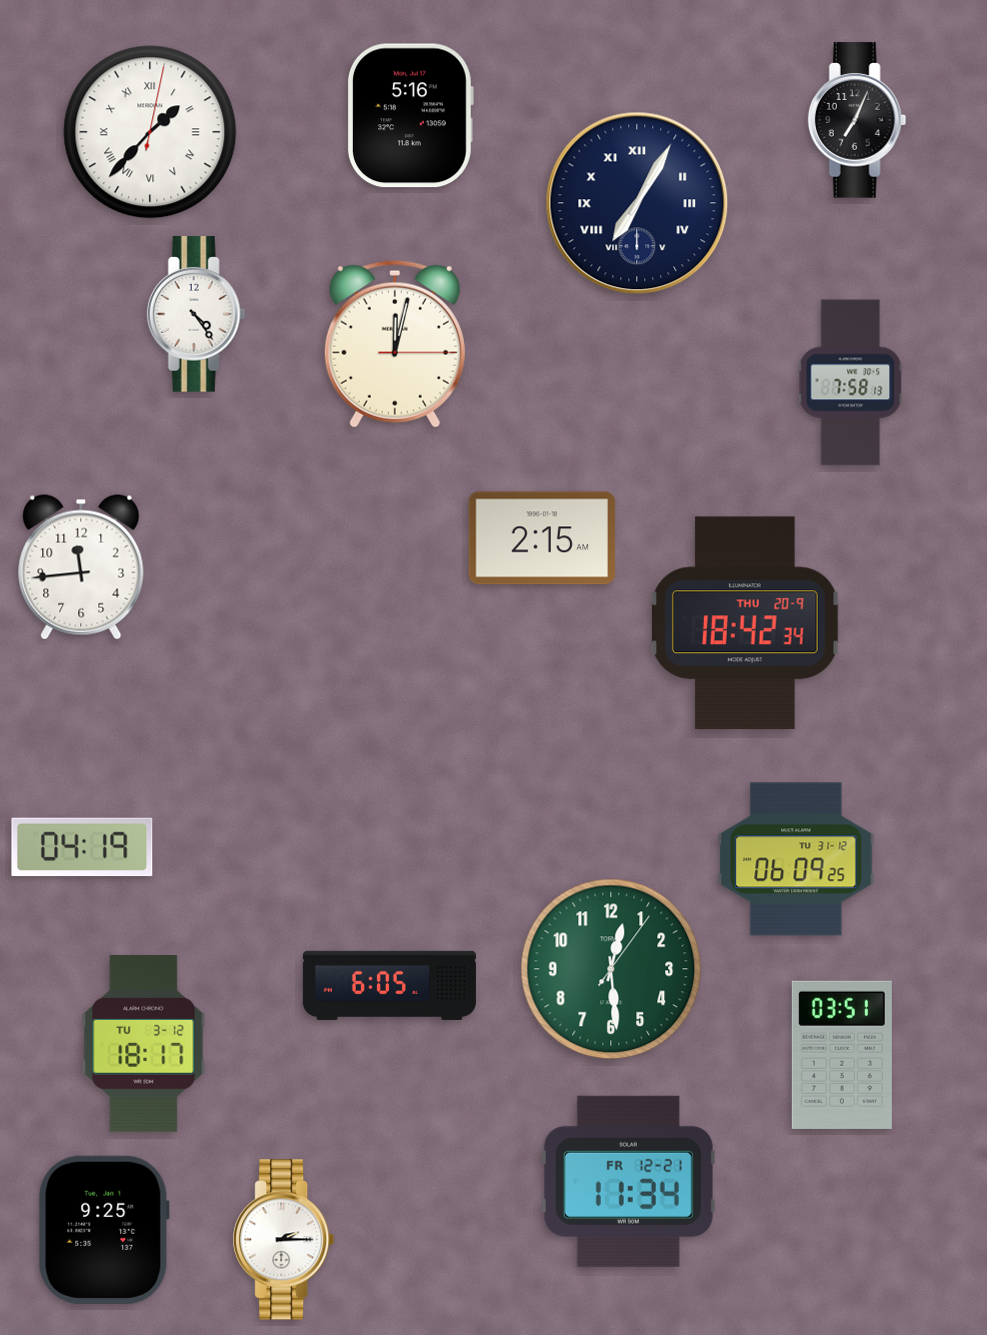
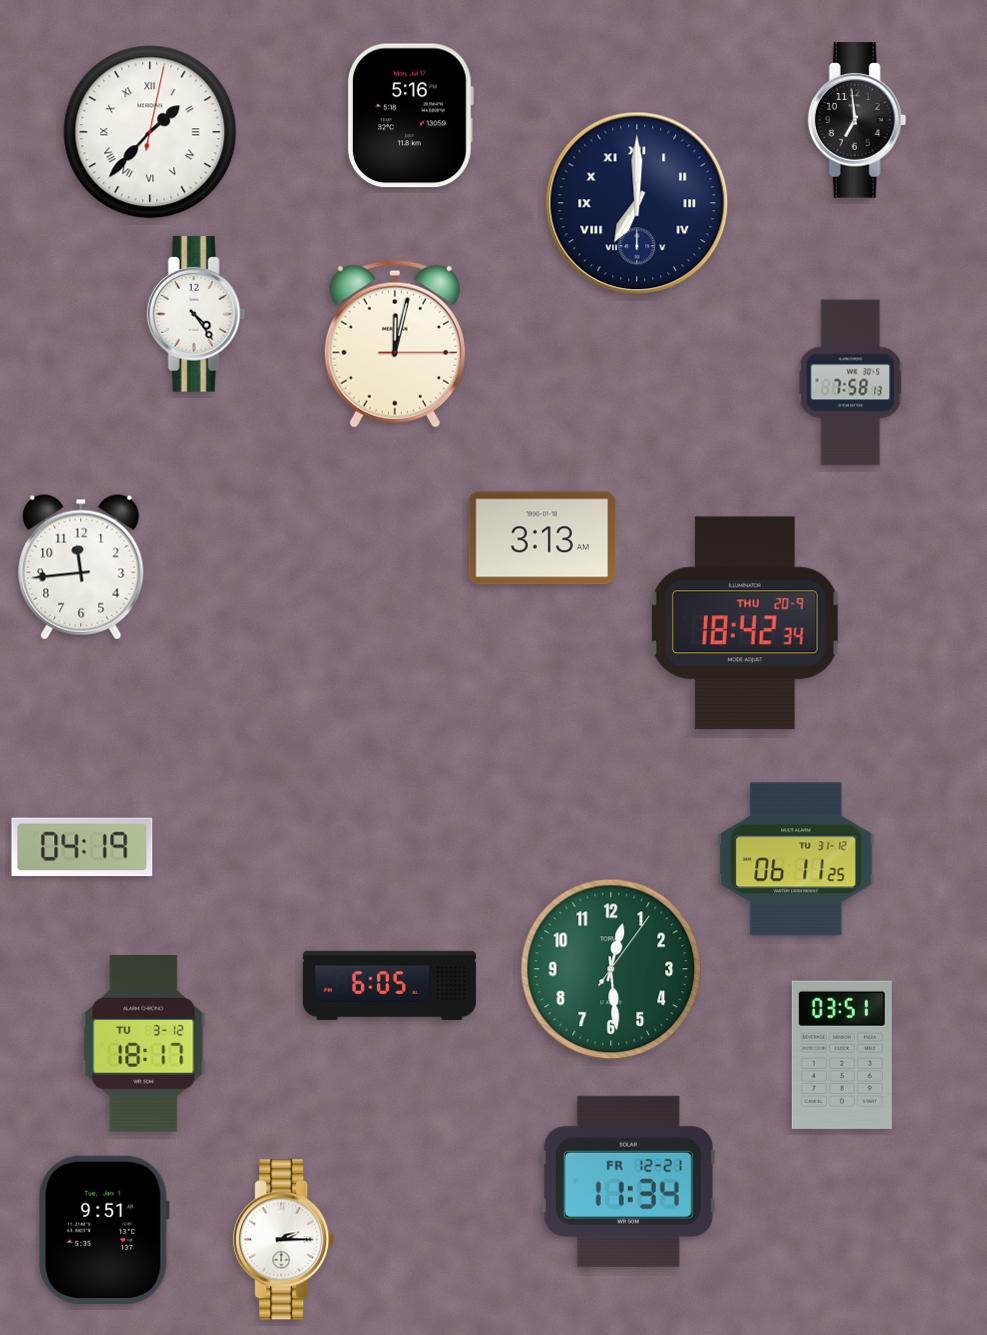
clock at (857, 120): 7:04 -> 6:59
clock at (637, 203): 7:05 -> 7:00
clock at (542, 538): 2:15 -> 3:13
clock at (796, 859): 06:09 -> 06:11
clock at (104, 1230): 9:25 -> 9:51
